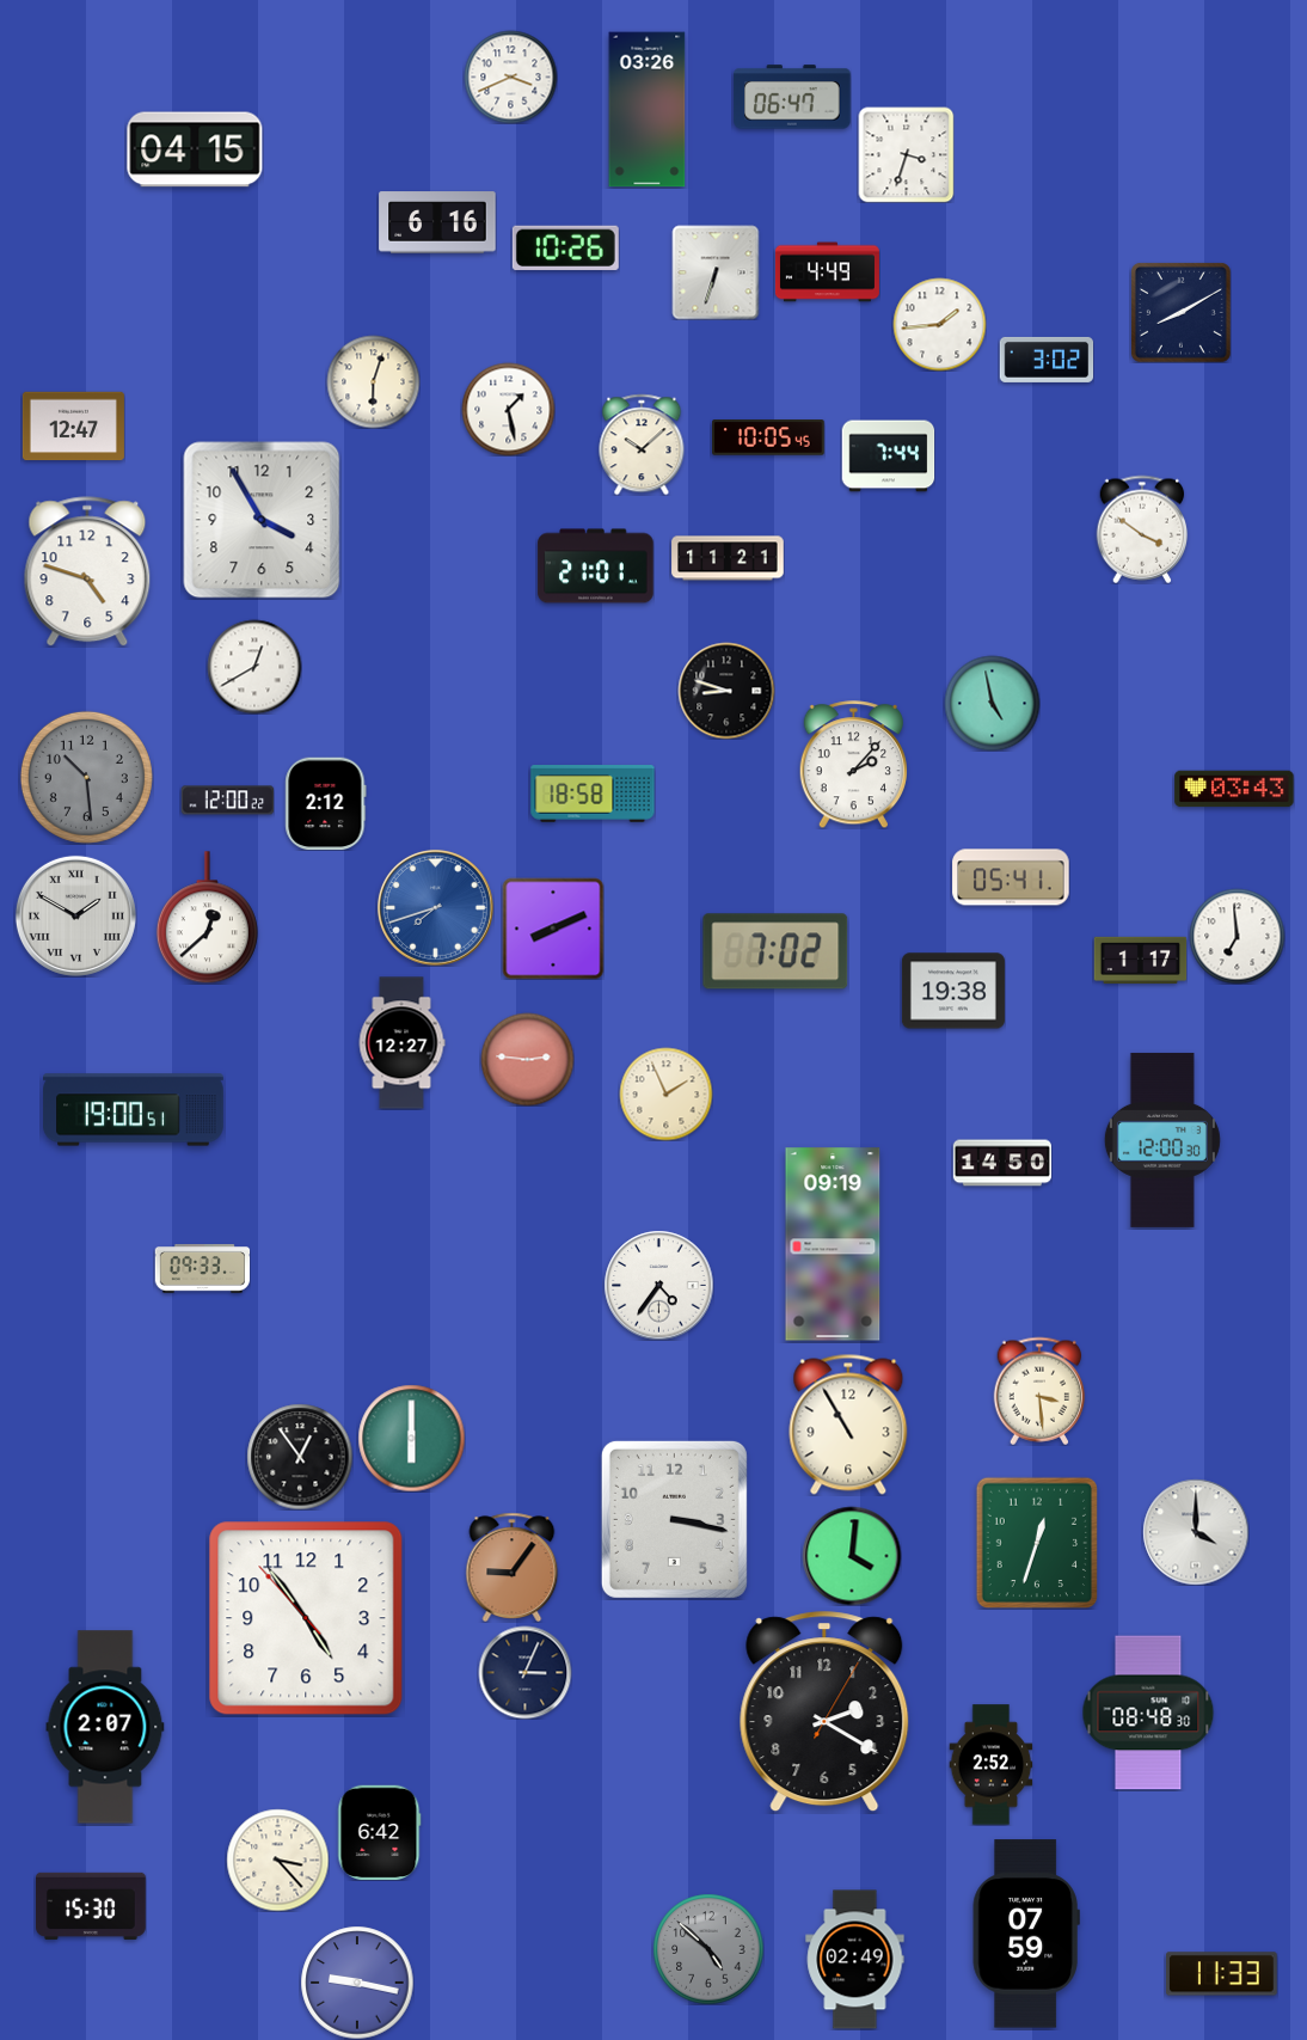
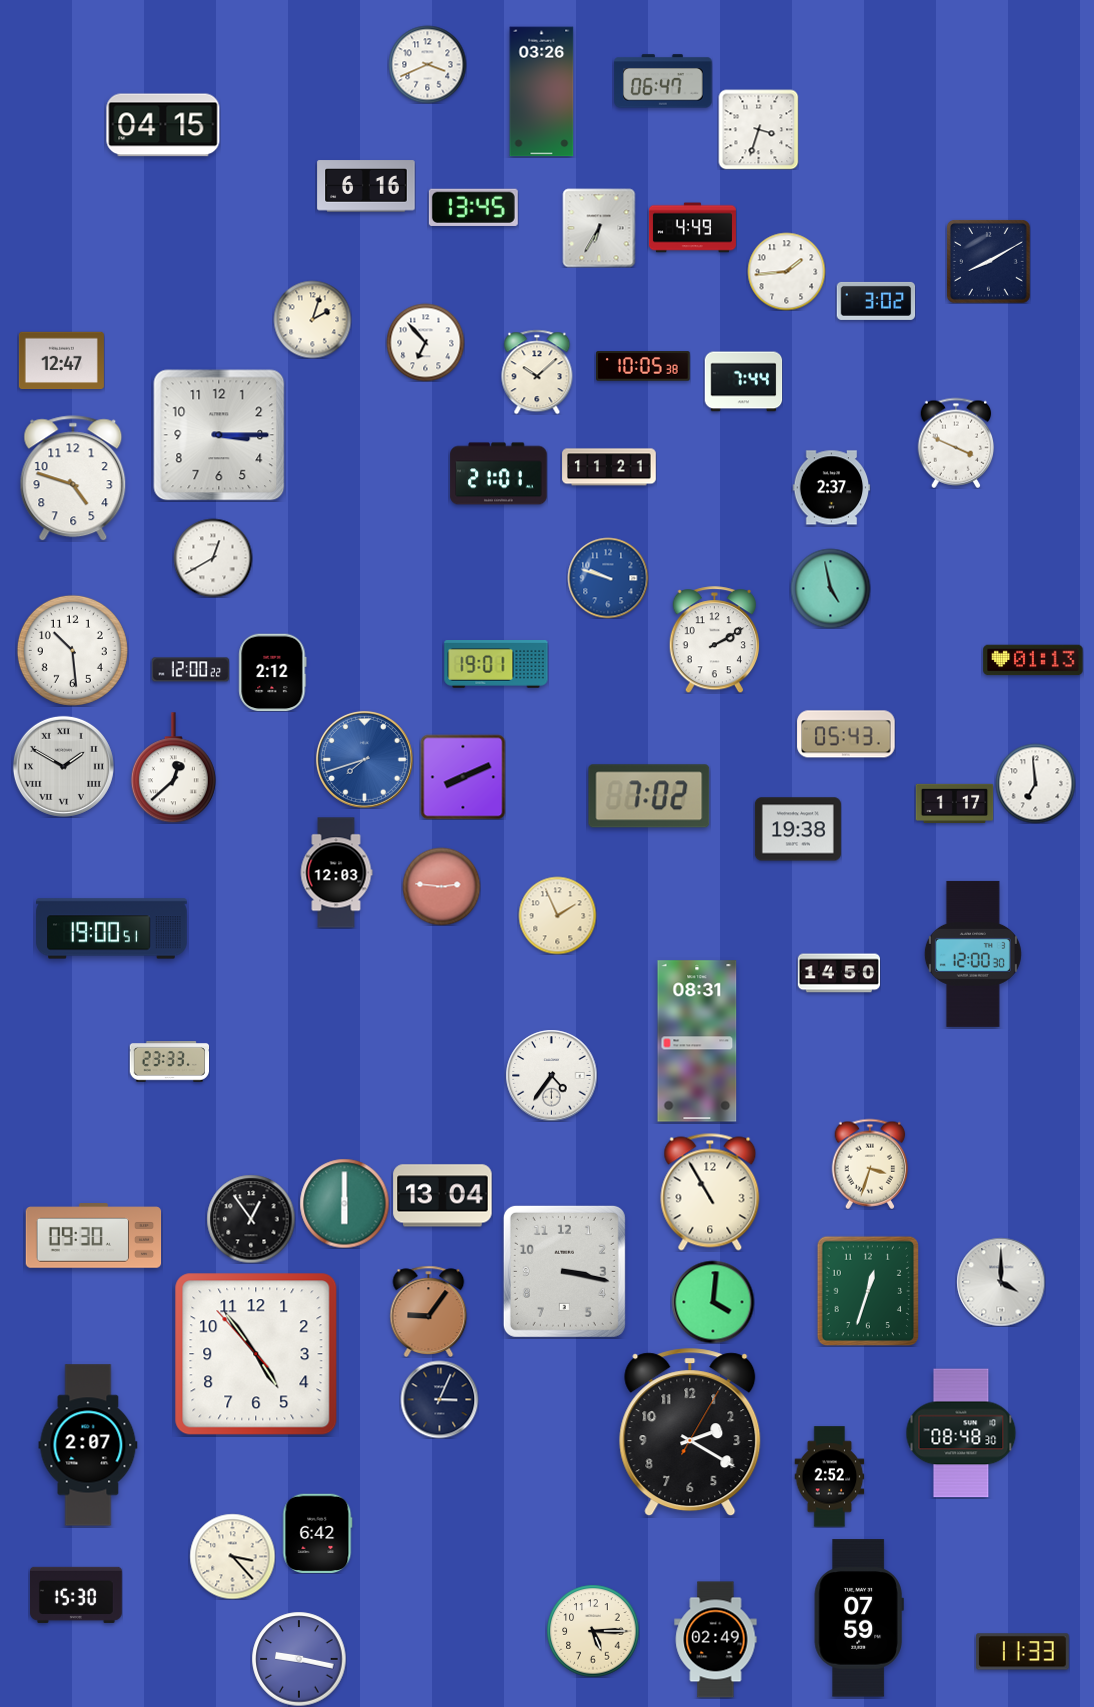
clock at (565, 247): 10:26 -> 13:45
clock at (716, 272): 6:33 -> 6:35
clock at (373, 381): 6:03 -> 2:03
clock at (508, 409): 1:28 -> 6:53
clock at (73, 427) position: (73, 427) -> (61, 361)
clock at (768, 437): 10:05:45 -> 10:05:38
clock at (262, 520): 3:55 -> 3:15
clock at (1142, 529): 3:51 -> 3:49
clock at (831, 488): none -> 2:37
clock at (726, 691): 8:48 -> 9:48
clock at (726, 691) dial: black -> blue
clock at (853, 765): 2:07 -> 2:10
clock at (86, 777) dial: grey -> white
clock at (1234, 789): 03:43 -> 01:13
clock at (593, 795): 18:58 -> 19:01
clock at (1011, 877): 05:41 -> 05:43
clock at (401, 1043): 12:27 -> 12:03
clock at (833, 1244): 09:19 -> 08:31
clock at (202, 1269): 09:33 -> 23:33
clock at (1039, 1391): 3:29 -> 3:33
clock at (443, 1196): none -> 13:04
clock at (94, 1236): none -> 09:30
clock at (708, 1949): 4:52 -> 5:15
clock at (708, 1949) dial: grey -> cream
